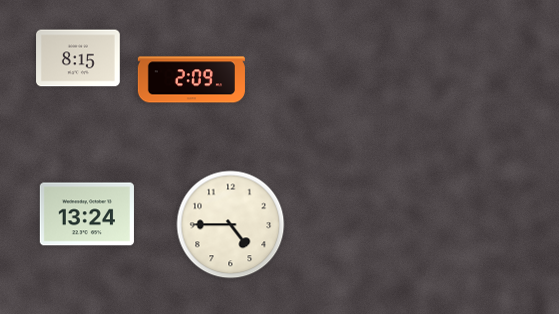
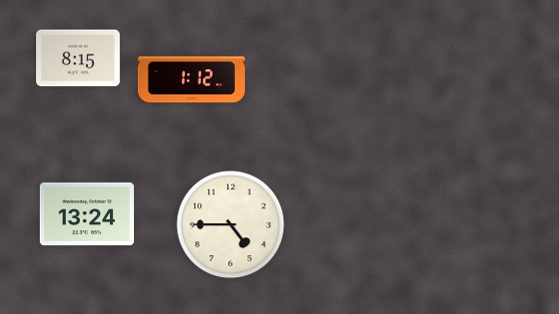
clock at (191, 80): 2:09 -> 1:12
